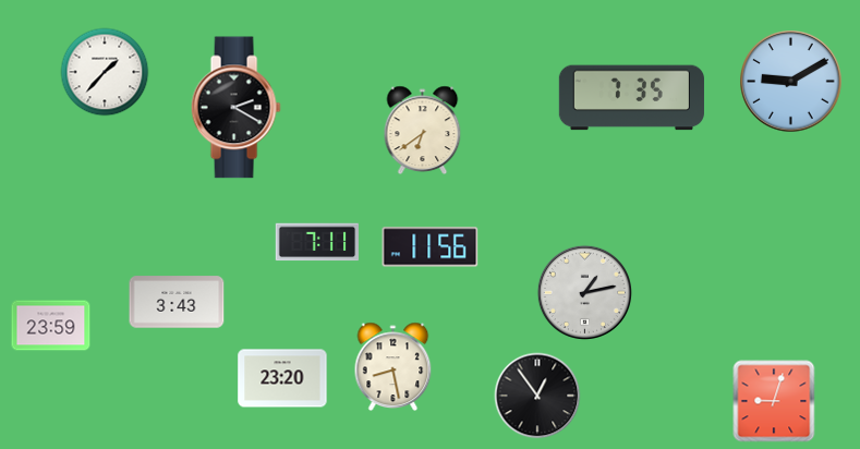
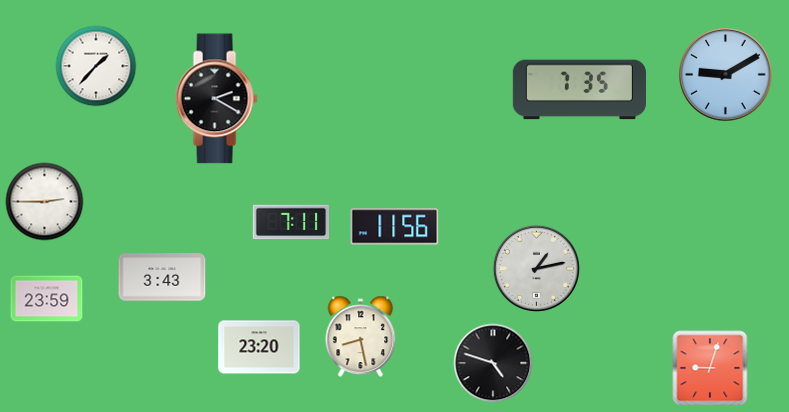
clock at (423, 130): 6:39 -> none
clock at (45, 202): none -> 2:45
clock at (537, 396): 12:54 -> 4:48
